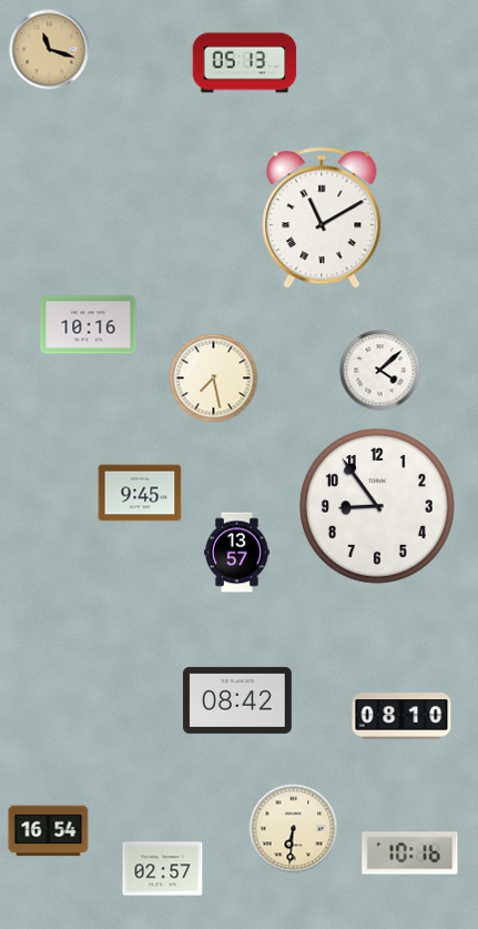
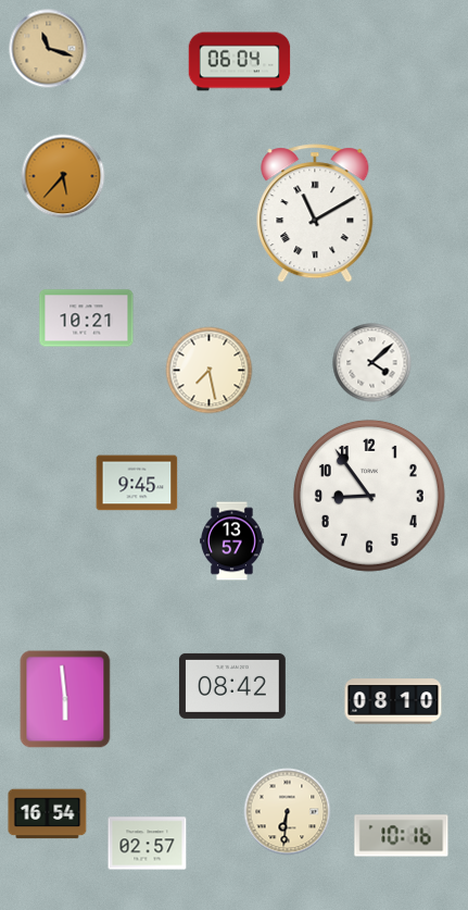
clock at (245, 63): 05:13 -> 06:04
clock at (63, 176): none -> 5:37
clock at (89, 325): 10:16 -> 10:21
clock at (65, 699): none -> 5:59
clock at (163, 869) position: (163, 869) -> (148, 844)
